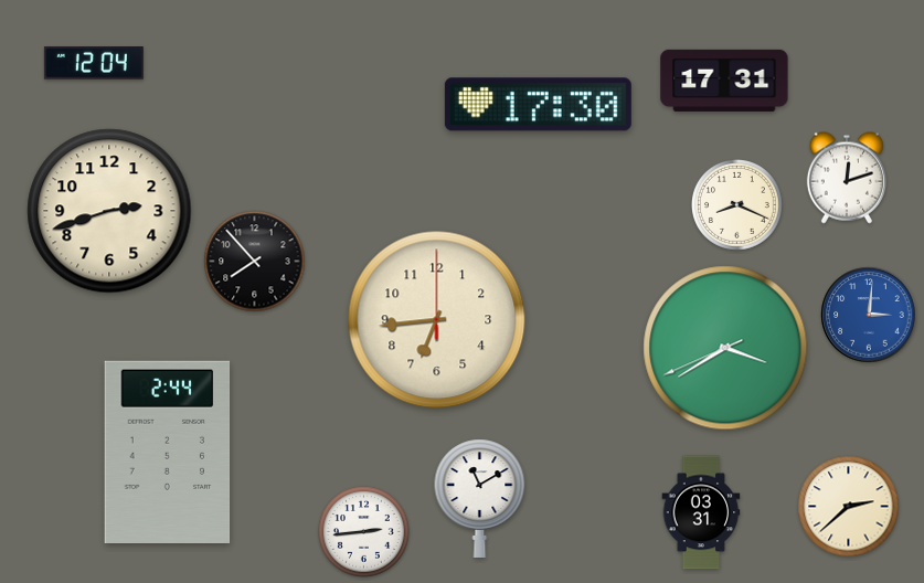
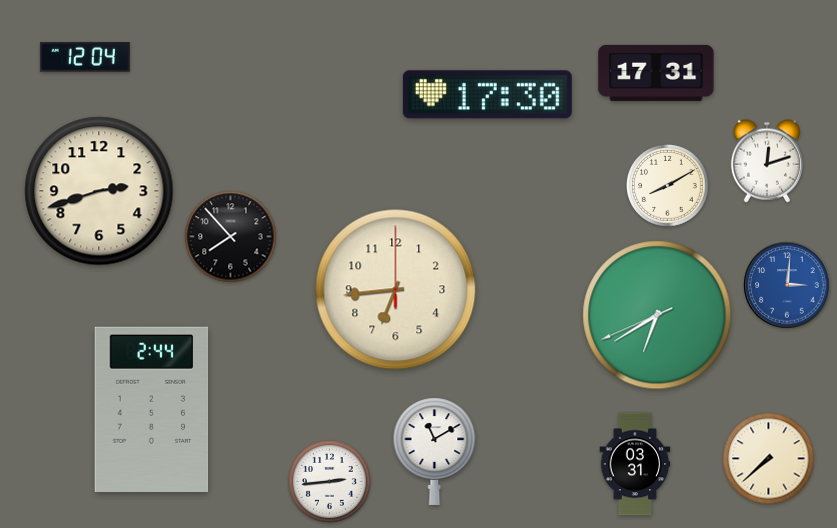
clock at (737, 205): 8:19 -> 8:10
clock at (725, 348): 3:39 -> 6:39
clock at (849, 507): 2:38 -> 7:38
